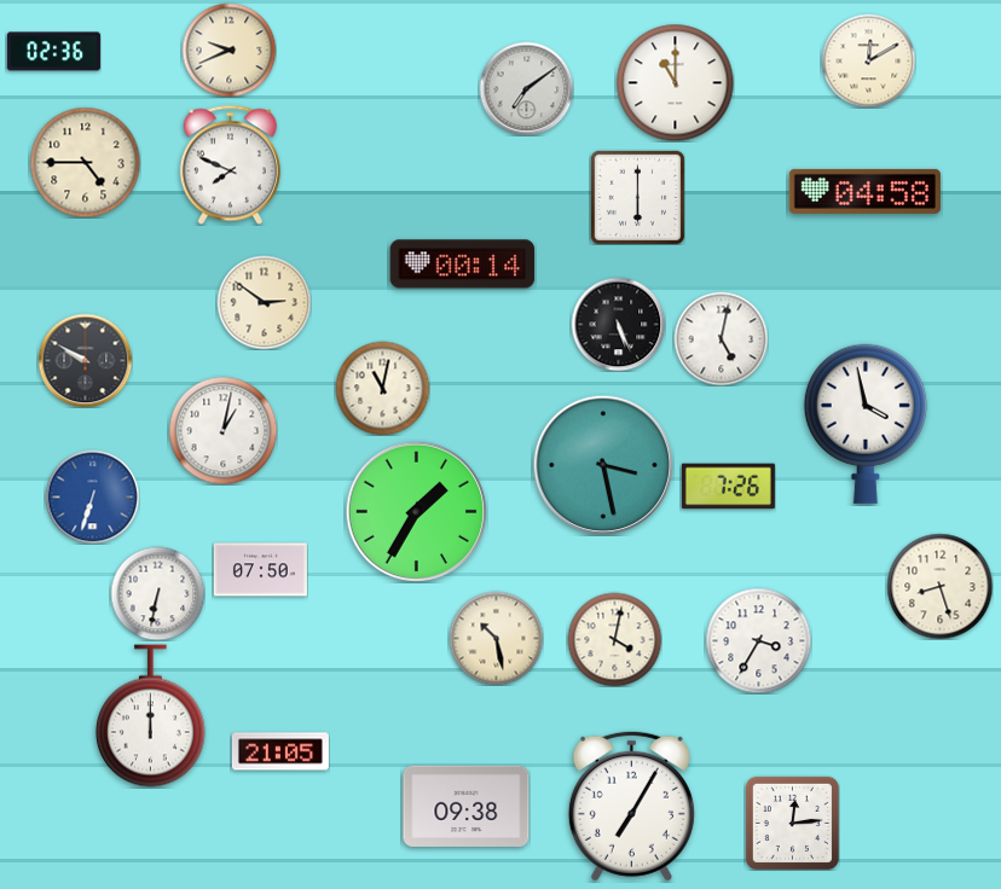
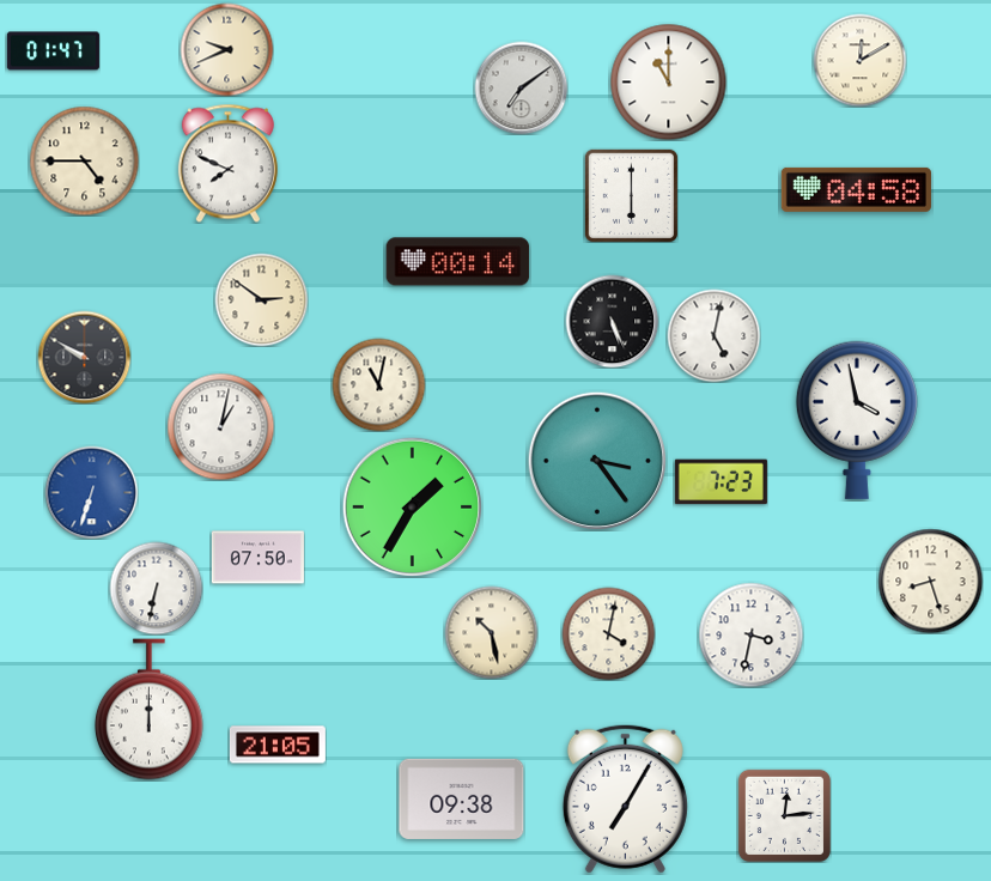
clock at (53, 52): 02:36 -> 01:47
clock at (603, 465): 3:28 -> 3:24
clock at (728, 487): 7:26 -> 7:23
clock at (260, 570) position: (260, 570) -> (257, 558)
clock at (758, 640): 3:35 -> 3:32
